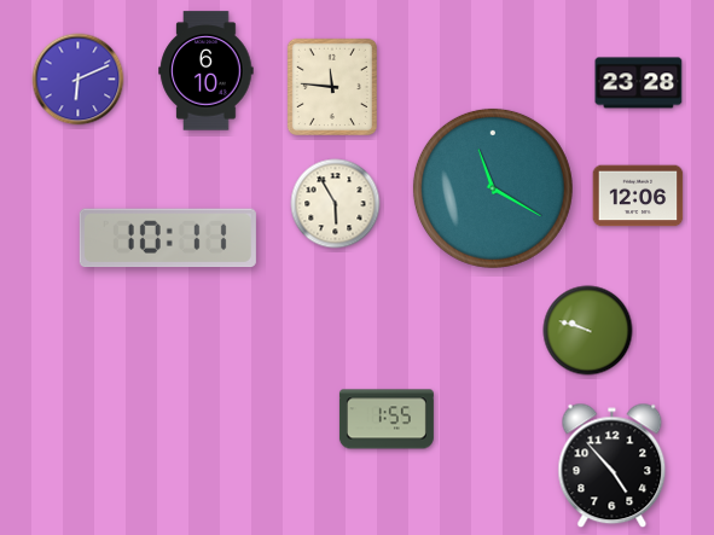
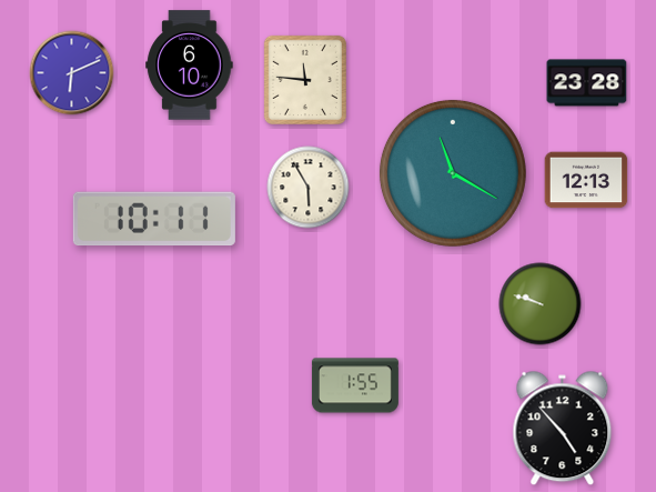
clock at (639, 83) position: (639, 83) -> (587, 83)
clock at (638, 196): 12:06 -> 12:13
